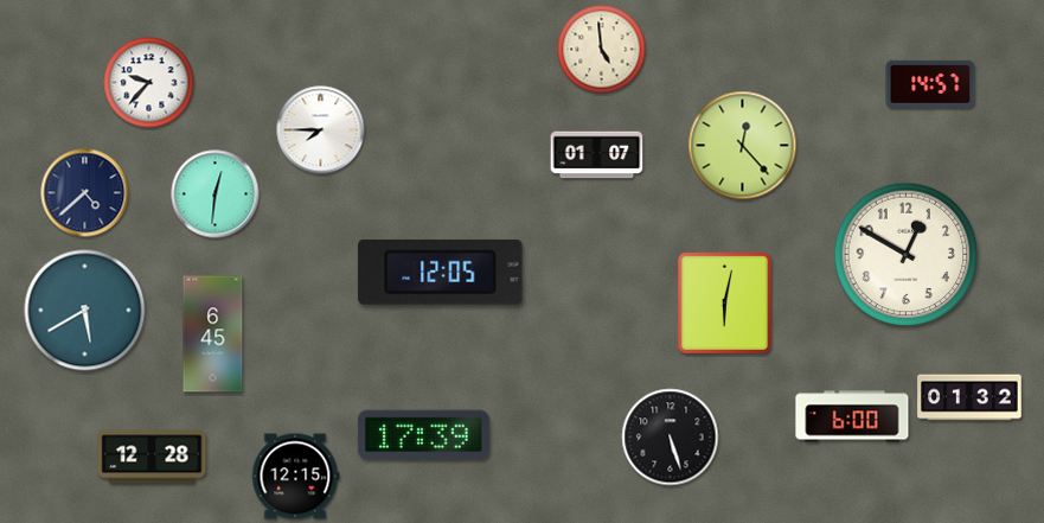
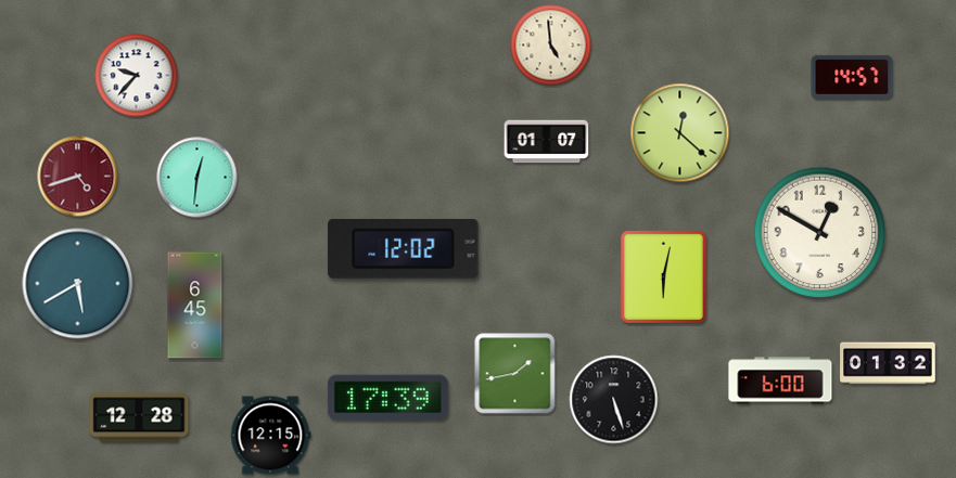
clock at (321, 130): 7:45 -> none
clock at (743, 146): 12:23 -> 12:22
clock at (85, 193): 4:38 -> 4:42
clock at (85, 193) dial: navy -> burgundy
clock at (907, 255) position: (907, 255) -> (820, 233)
clock at (441, 272): 12:05 -> 12:02
clock at (515, 374): none -> 1:43
